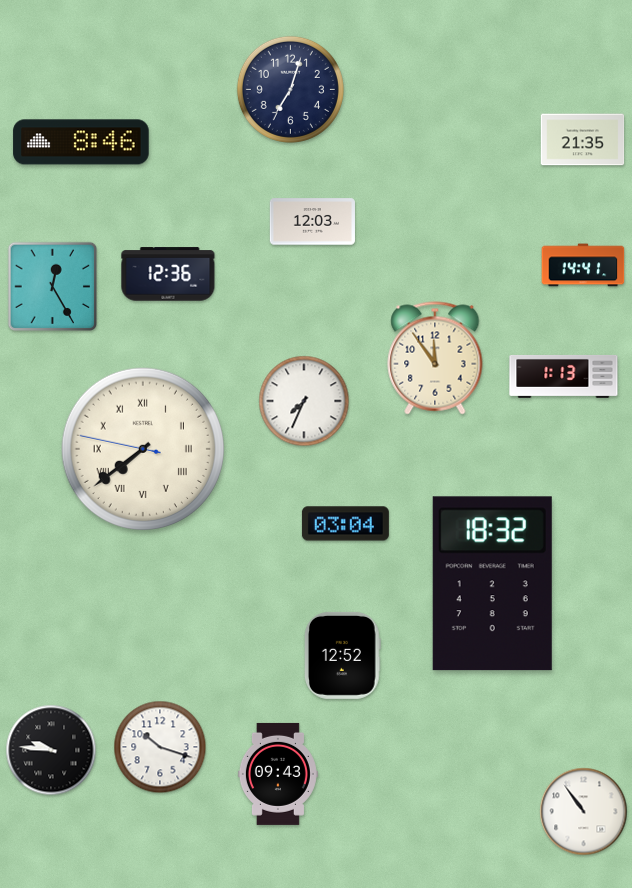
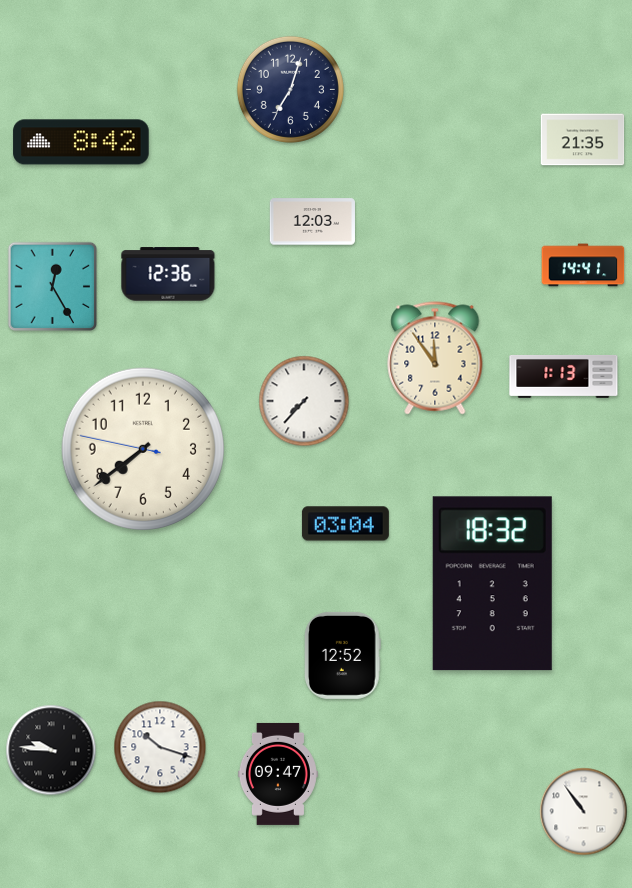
clock at (81, 142): 8:46 -> 8:42
clock at (304, 401): 7:34 -> 7:37
clock at (142, 448) numerals: Roman -> Arabic
clock at (278, 774): 09:43 -> 09:47
